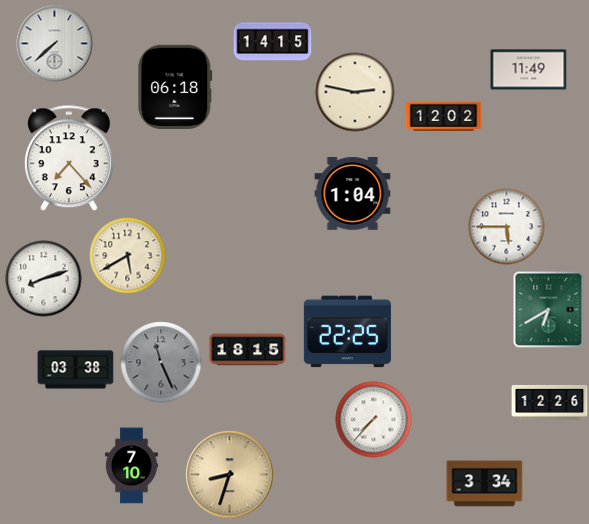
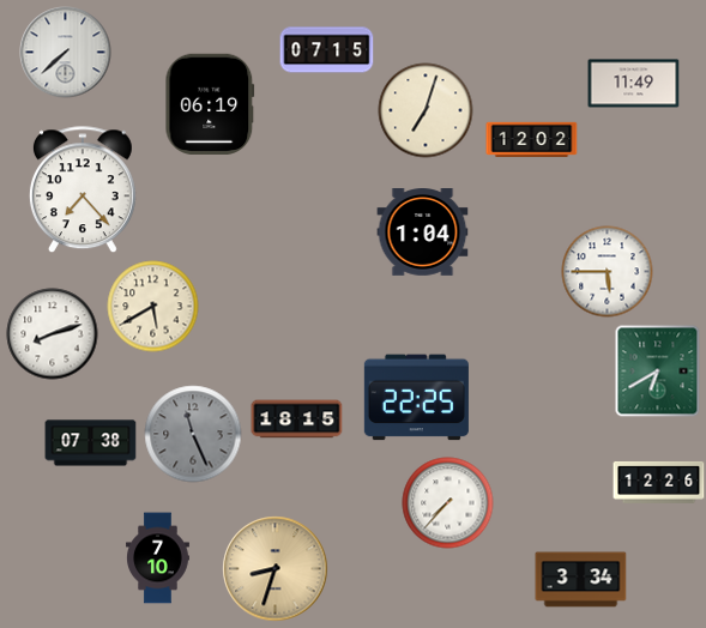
clock at (273, 42): 14:15 -> 07:15
clock at (175, 86): 06:18 -> 06:19
clock at (355, 92): 2:47 -> 7:03
clock at (76, 370): 03:38 -> 07:38
